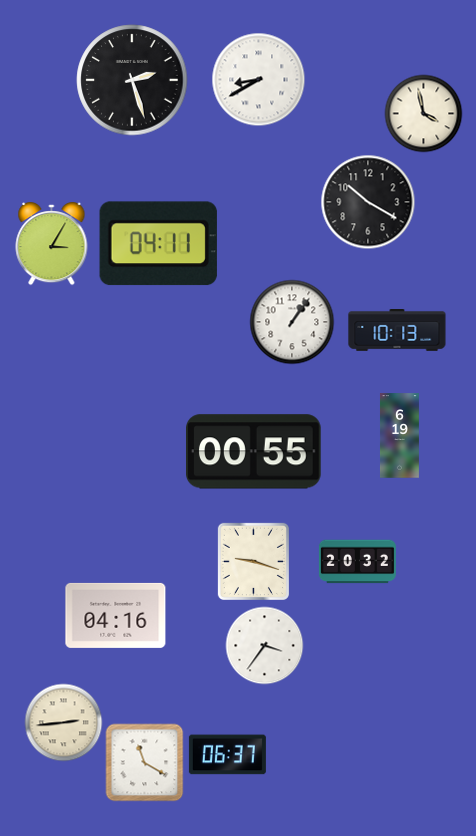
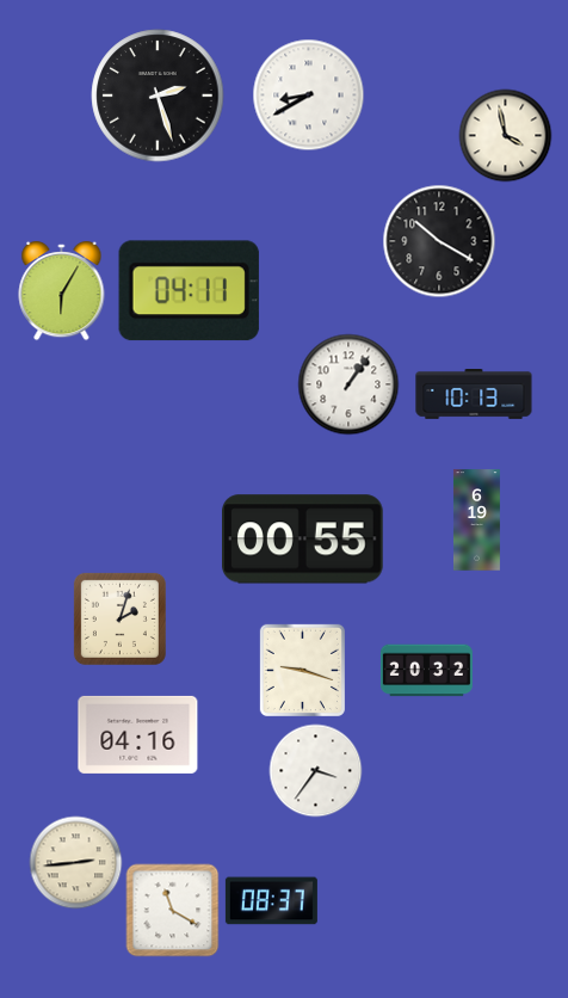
clock at (52, 244): 3:05 -> 6:05
clock at (119, 618): none -> 2:03
clock at (227, 755): 06:37 -> 08:37
